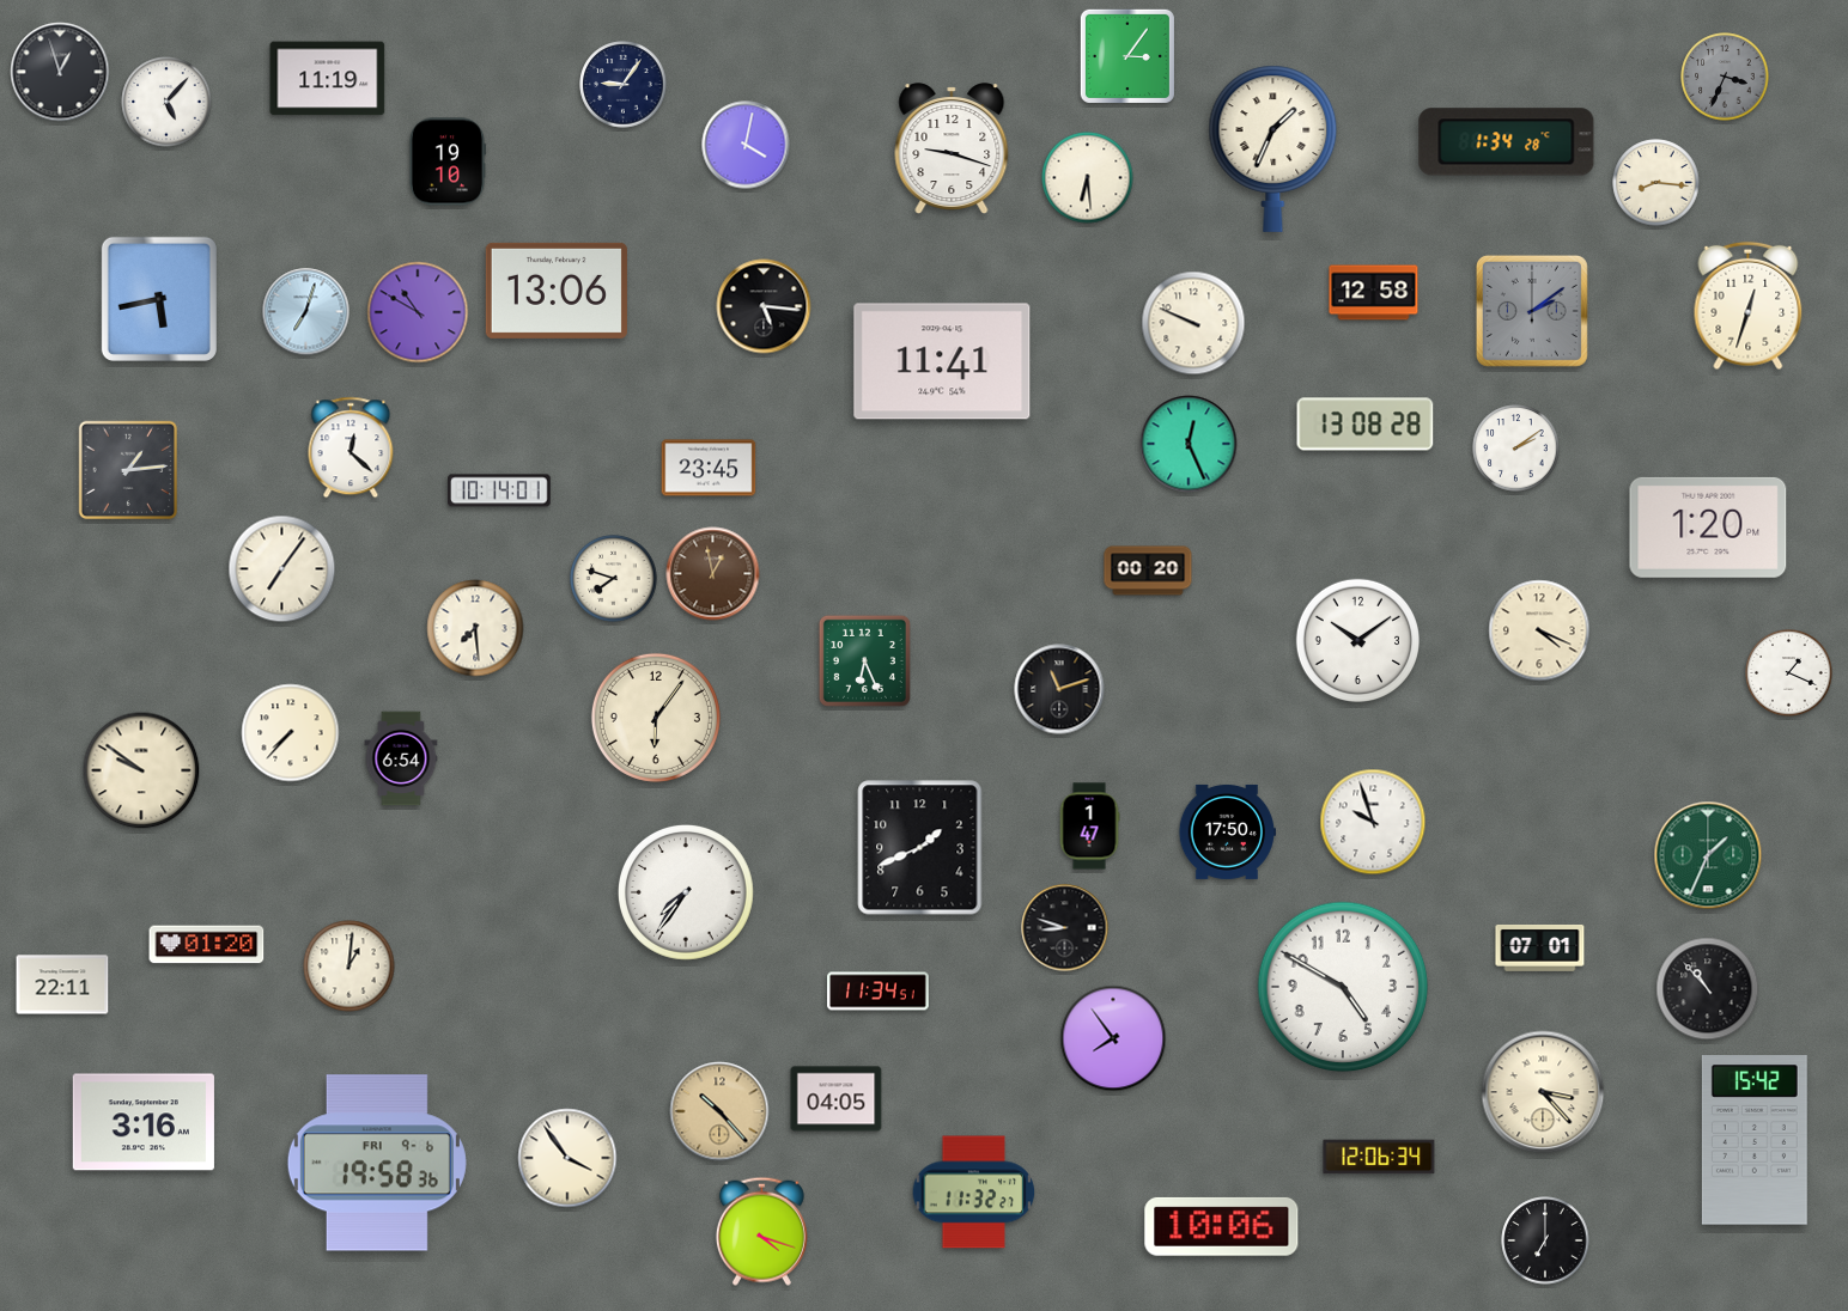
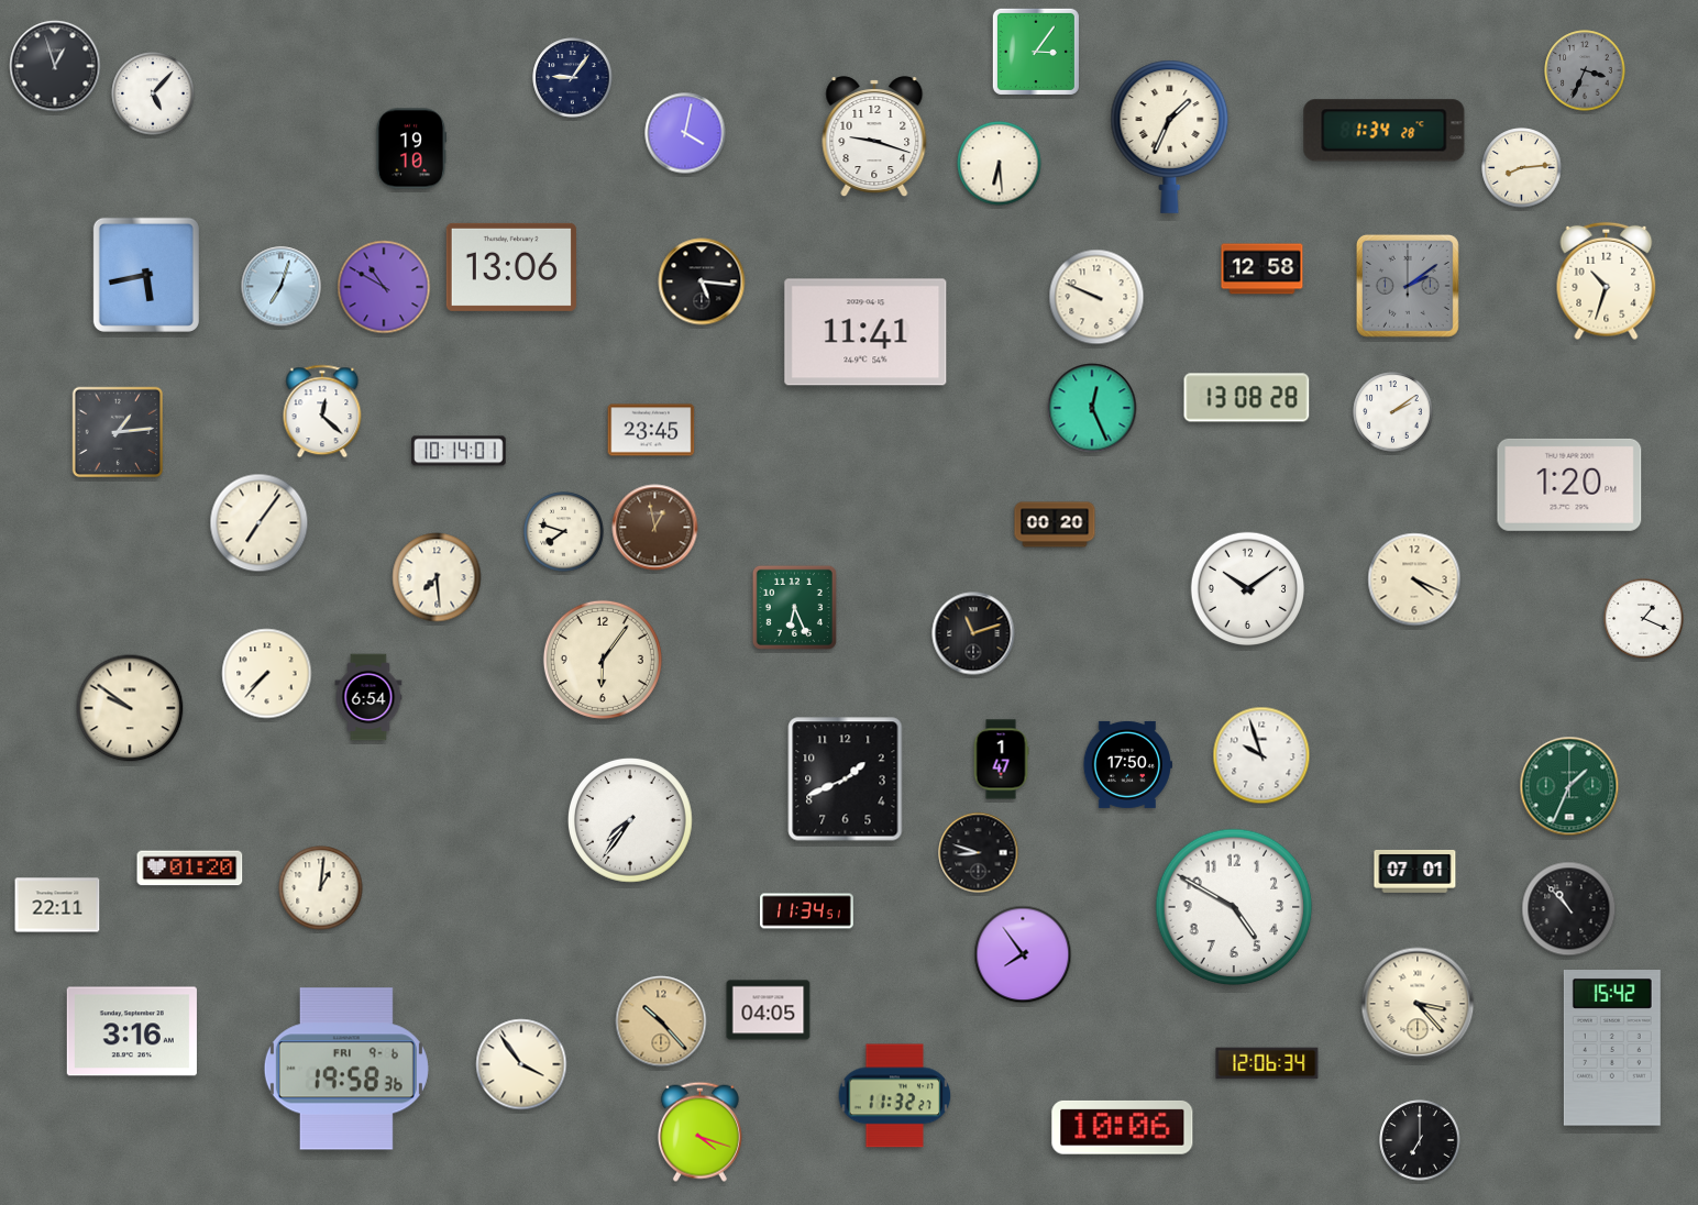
clock at (328, 79): 11:19 -> none
clock at (1656, 183): 8:16 -> 8:14
clock at (1749, 306): 12:33 -> 10:33
clock at (1366, 425) position: (1366, 425) -> (1247, 398)
